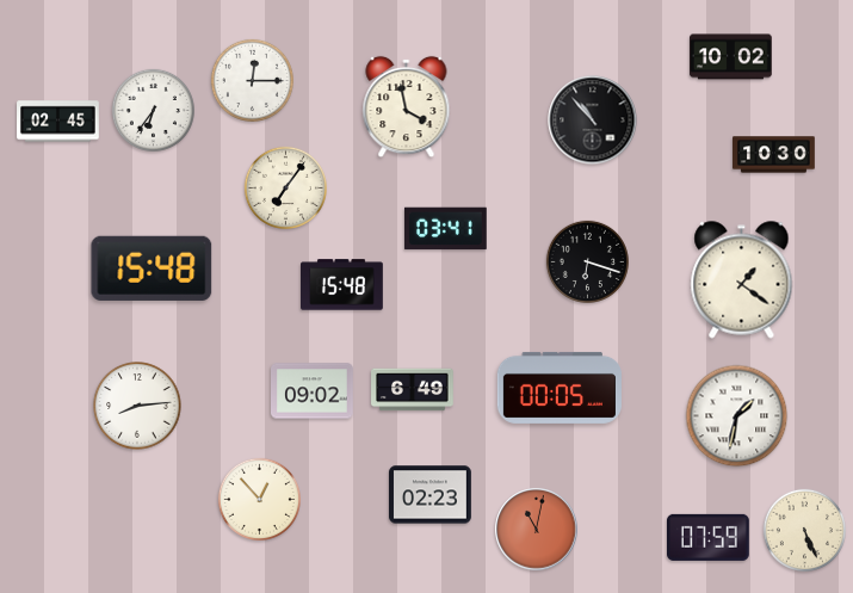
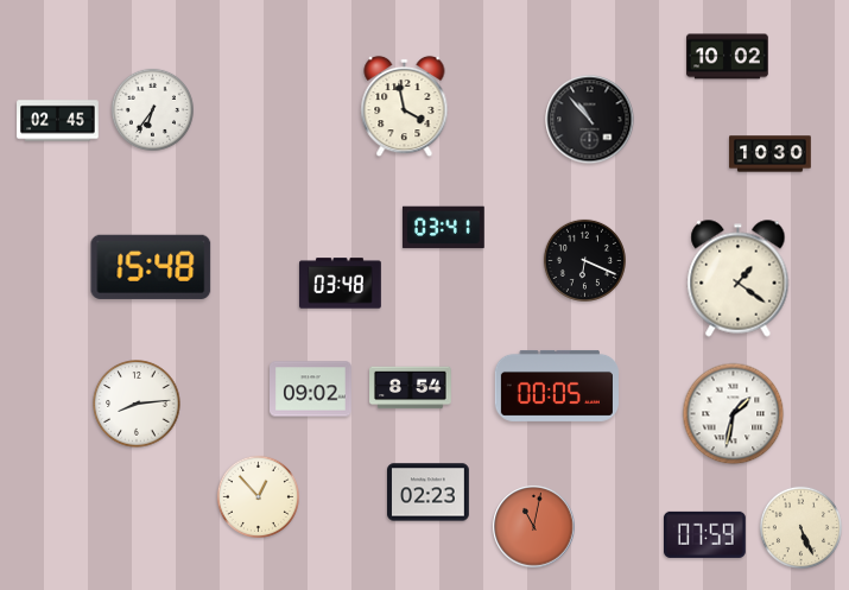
clock at (252, 80): 12:15 -> none
clock at (285, 187): 7:06 -> none
clock at (587, 261): 6:18 -> 6:19
clock at (342, 285): 15:48 -> 03:48
clock at (413, 390): 6:49 -> 8:54
